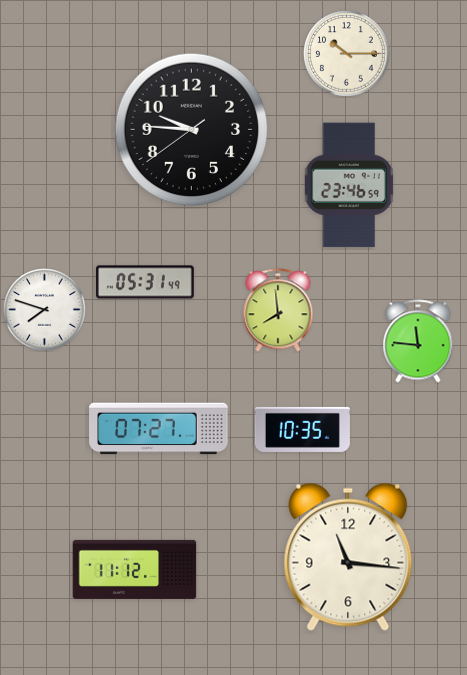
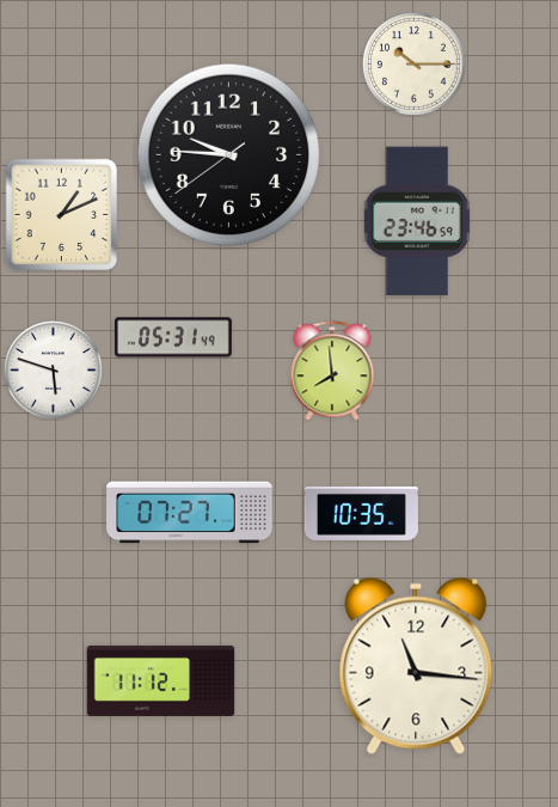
clock at (62, 215): none -> 1:11
clock at (45, 310): 7:48 -> 5:48
clock at (418, 341): 11:46 -> none
